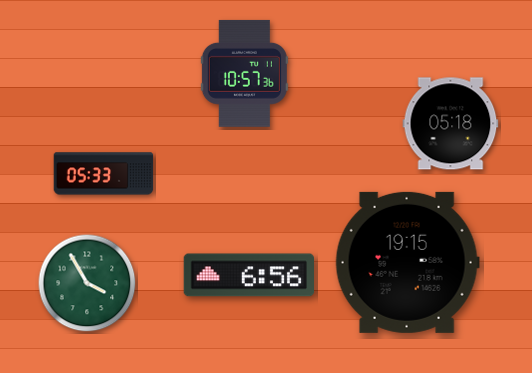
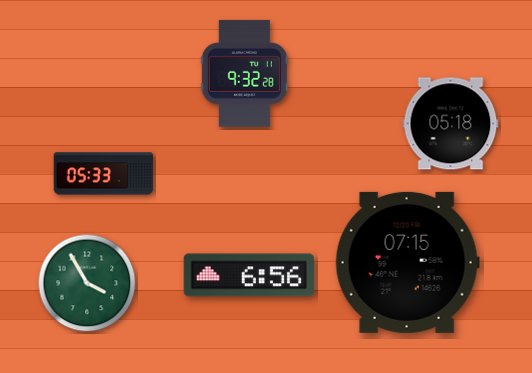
clock at (244, 73): 10:57 -> 9:32
clock at (407, 262): 19:15 -> 07:15
